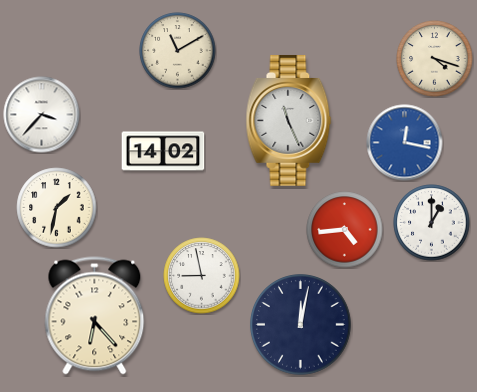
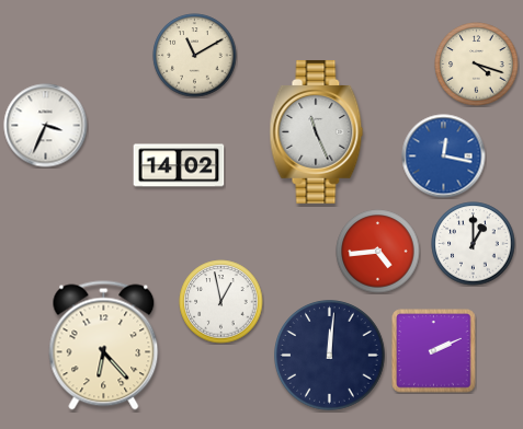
clock at (42, 115): 3:37 -> 3:34
clock at (57, 208): 1:32 -> none
clock at (202, 276): 8:58 -> 12:58
clock at (434, 351): none -> 2:11
clock at (301, 325): 12:02 -> 12:01
